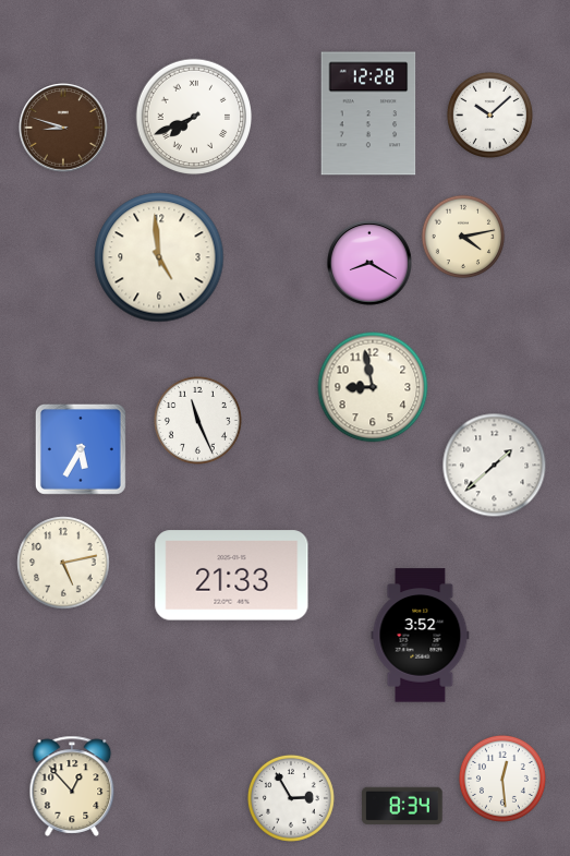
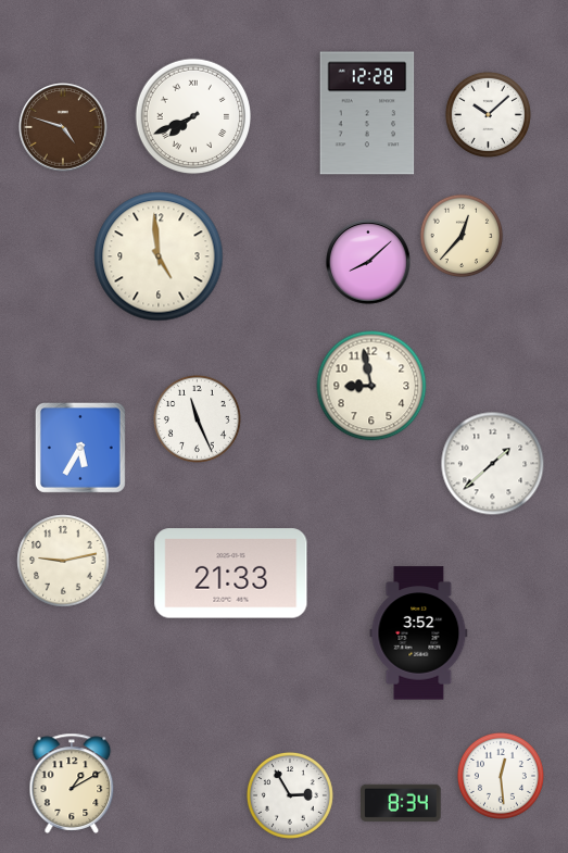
clock at (63, 128): 8:48 -> 4:48
clock at (463, 236): 4:13 -> 12:37
clock at (371, 264): 8:20 -> 8:08
clock at (63, 563): 5:13 -> 9:13
clock at (72, 786): 12:53 -> 1:10
